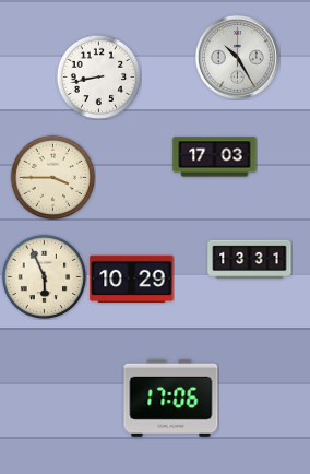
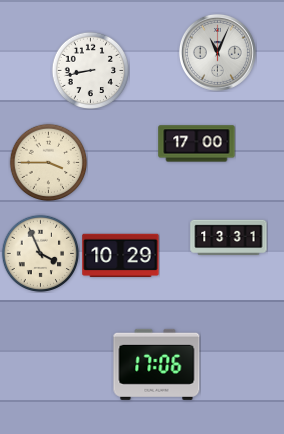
clock at (237, 57): 10:25 -> 11:04
clock at (215, 157): 17:03 -> 17:00
clock at (44, 276): 5:56 -> 3:56
